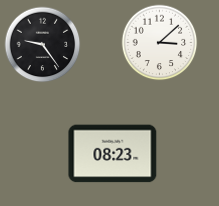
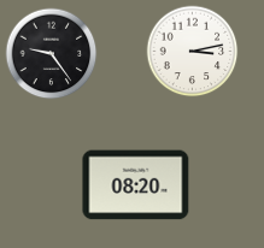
clock at (160, 43): 3:08 -> 3:13
clock at (113, 154): 08:23 -> 08:20
